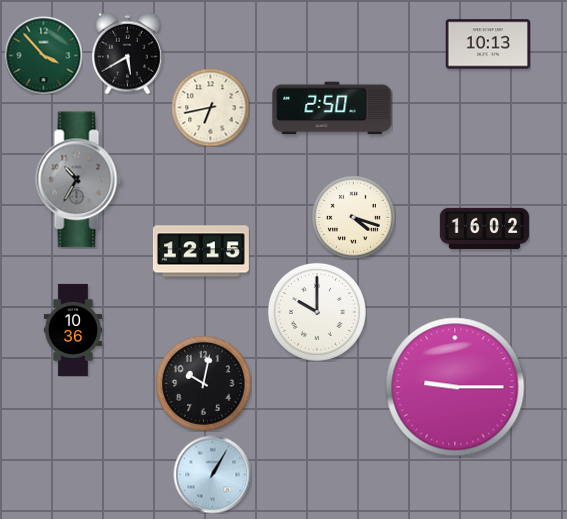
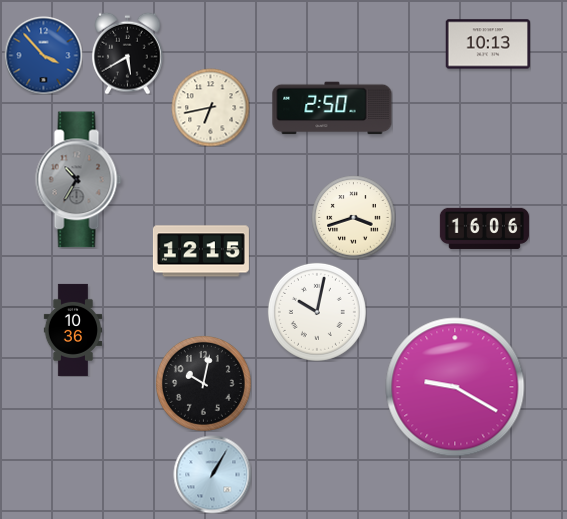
clock at (43, 55) dial: green -> blue
clock at (353, 217): 4:18 -> 3:42
clock at (484, 228): 16:02 -> 16:06
clock at (317, 312): 10:00 -> 10:02
clock at (455, 387): 9:15 -> 9:20
